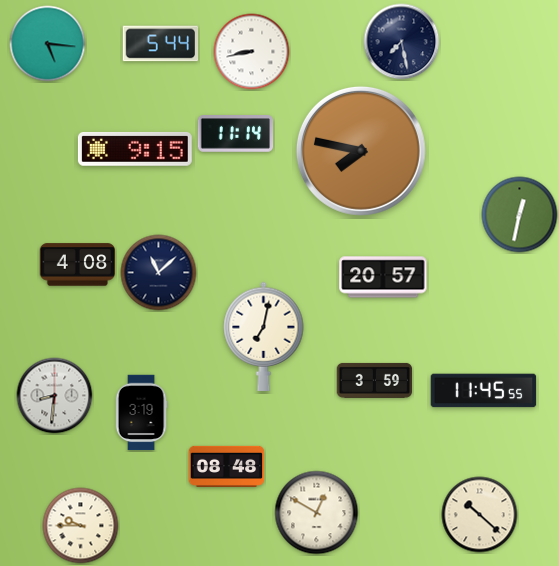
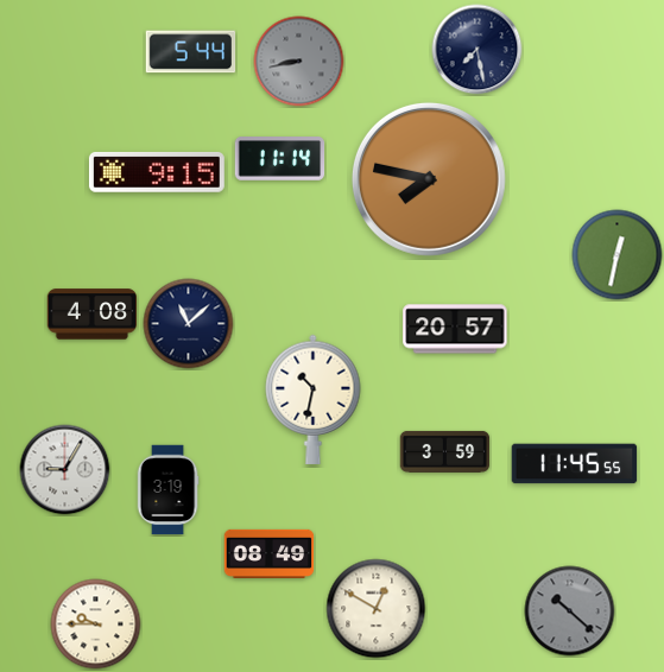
clock at (48, 44): 5:16 -> none
clock at (252, 52) dial: white -> grey
clock at (135, 149) position: (135, 149) -> (157, 172)
clock at (264, 336): 7:02 -> 10:32
clock at (55, 396): 8:31 -> 9:05
clock at (227, 466): 08:48 -> 08:49
clock at (480, 515) dial: cream -> grey
